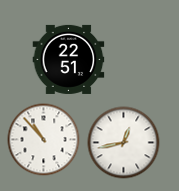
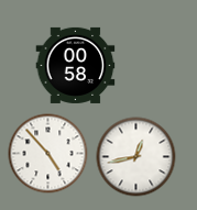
clock at (69, 59): 22:51 -> 00:58
clock at (44, 140): 10:53 -> 4:53
